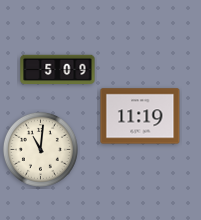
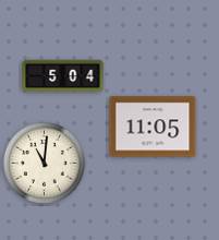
clock at (58, 70): 5:09 -> 5:04
clock at (140, 116): 11:19 -> 11:05
